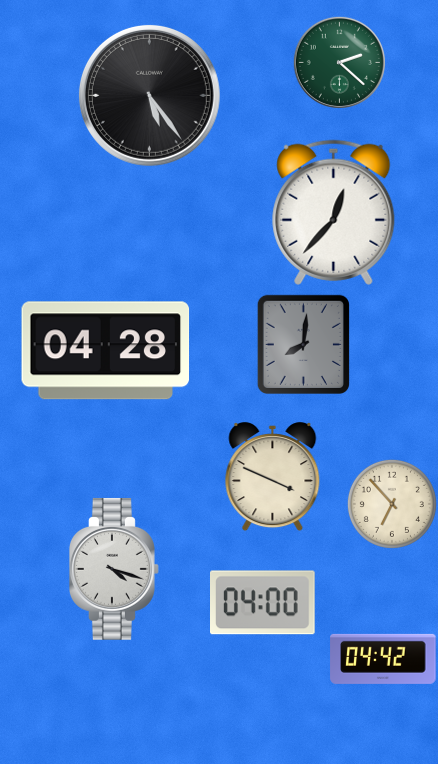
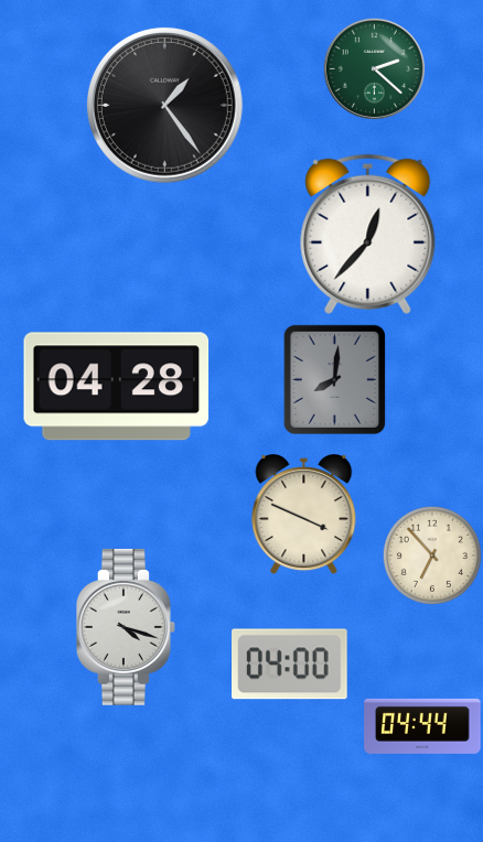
clock at (149, 95): 5:24 -> 1:24
clock at (273, 477) position: (273, 477) -> (304, 515)
clock at (383, 659): 04:42 -> 04:44
